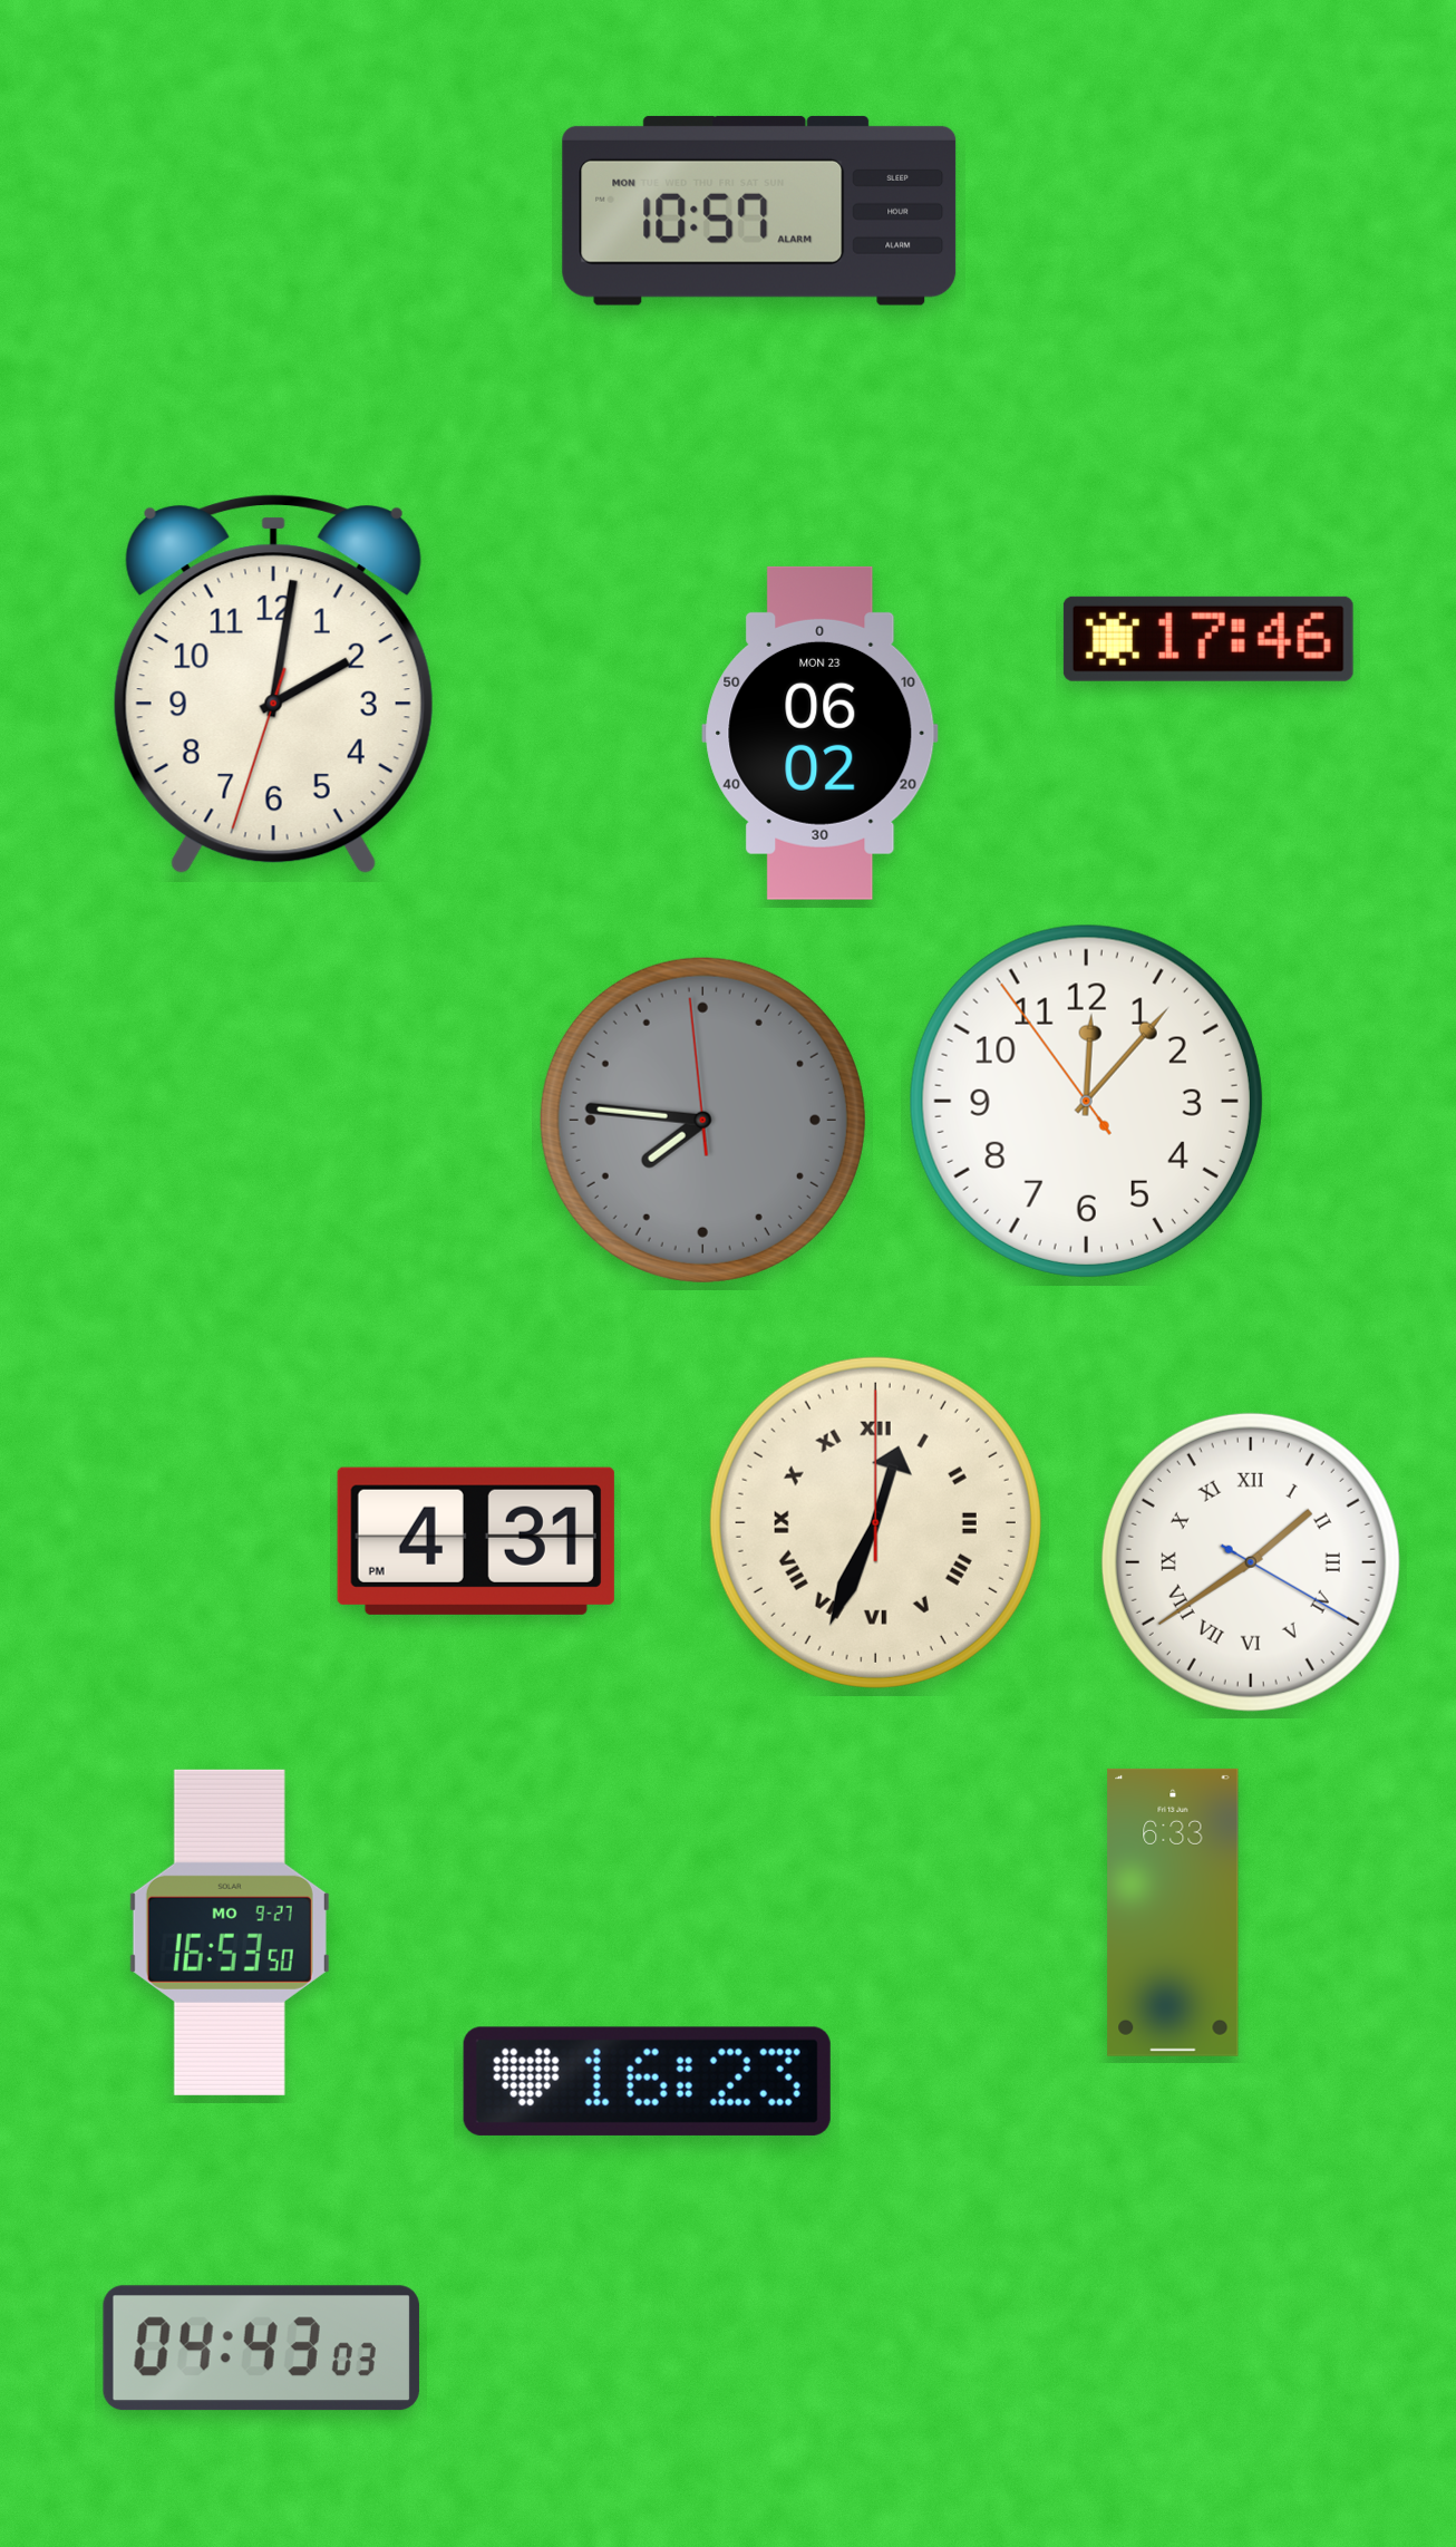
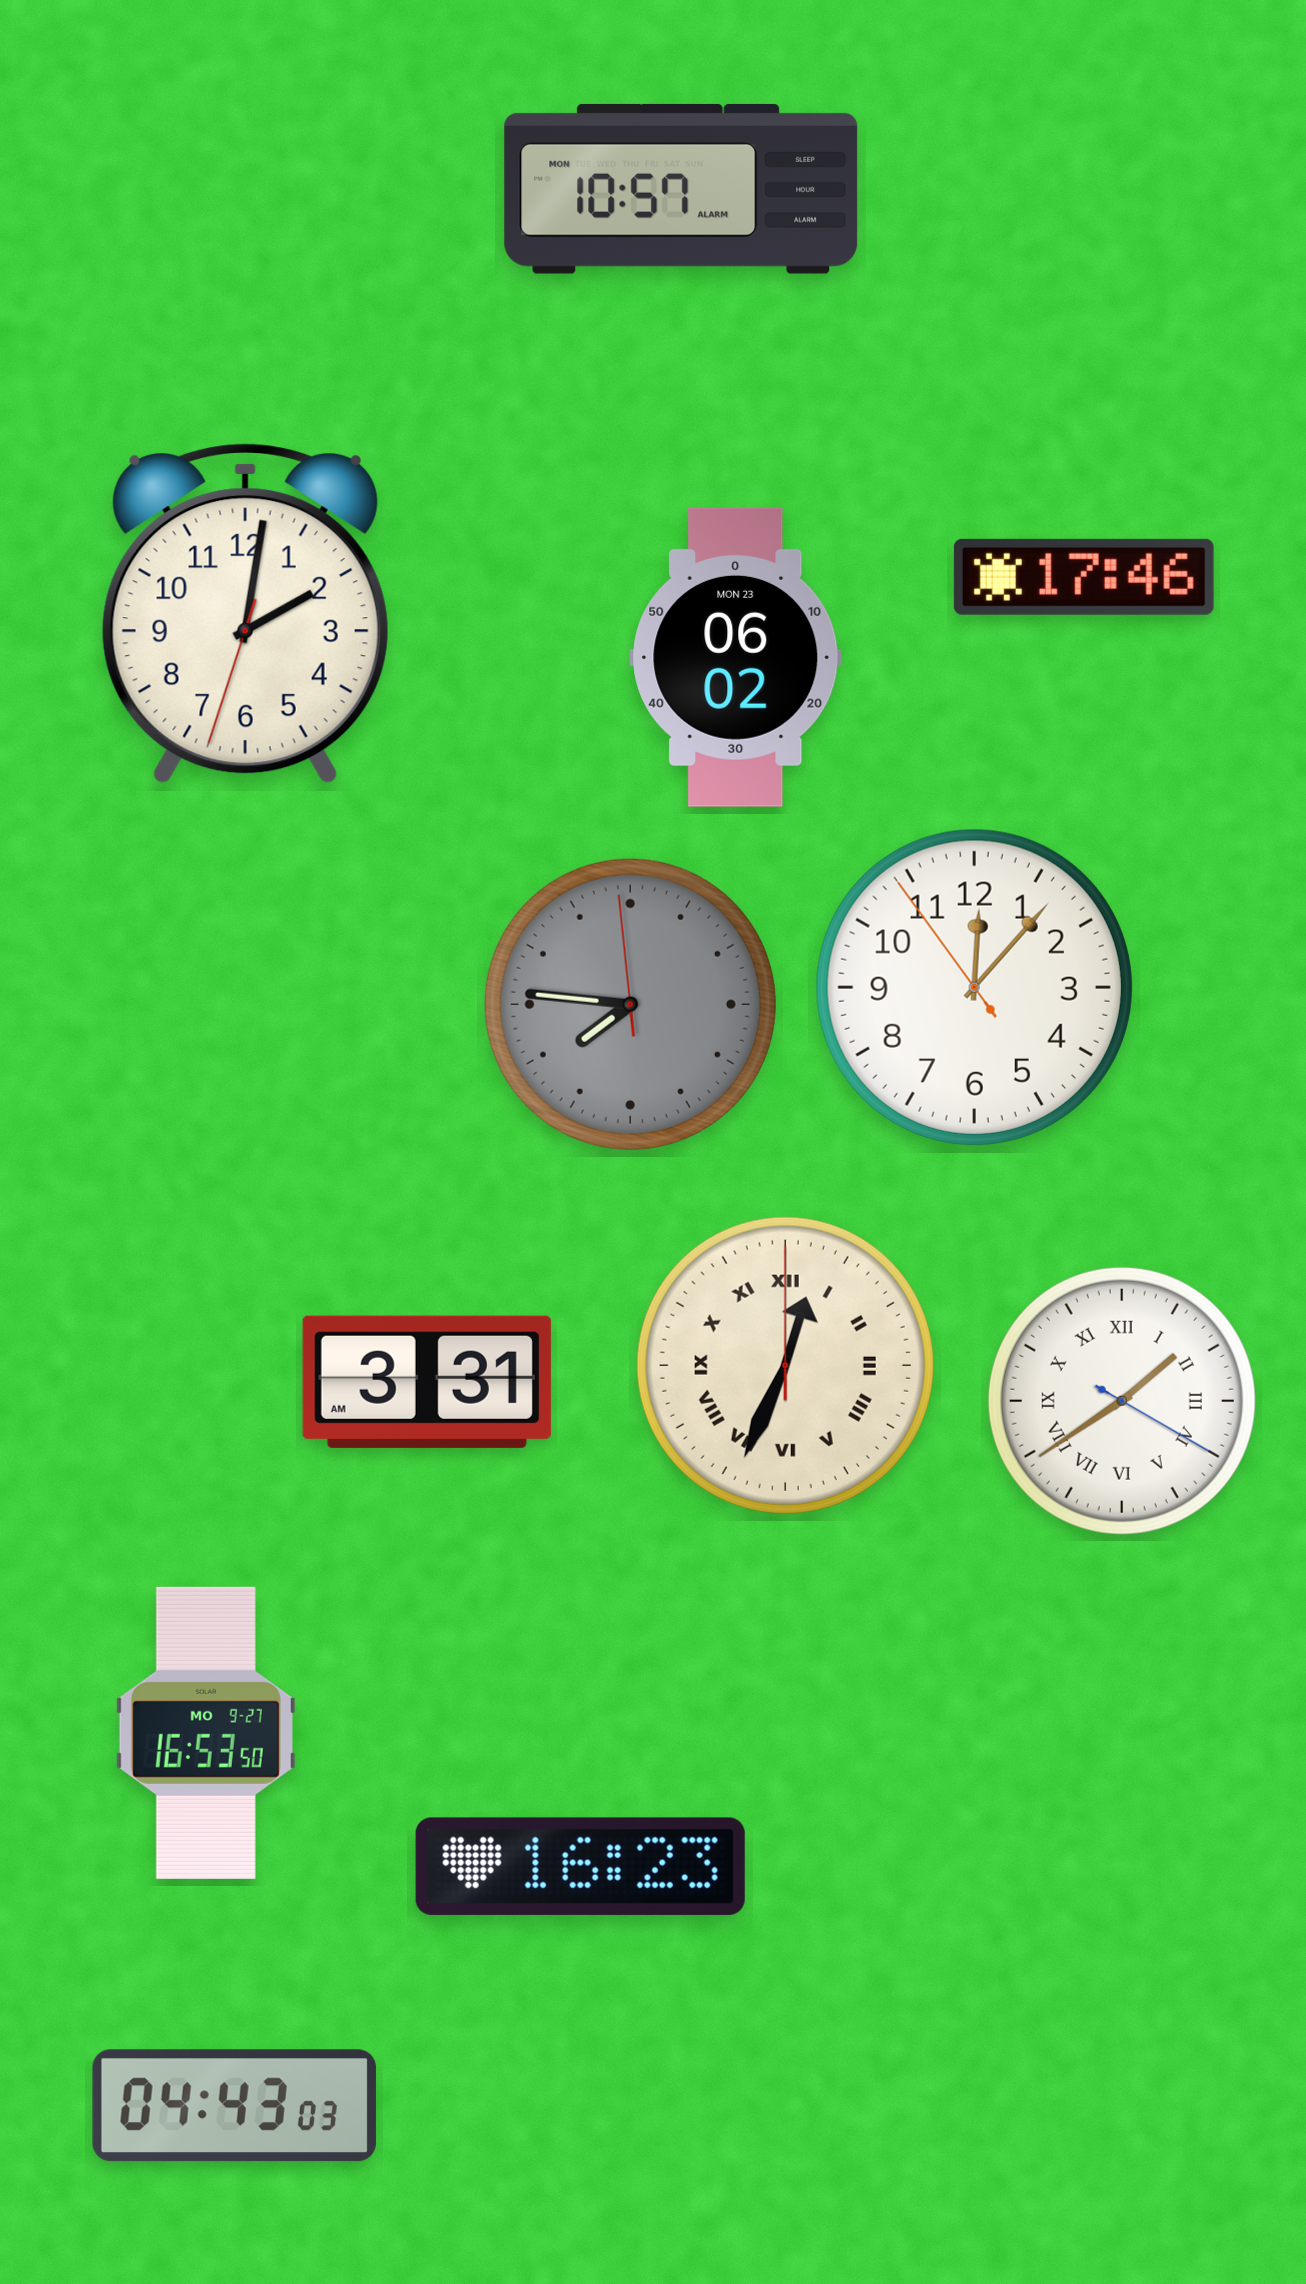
clock at (1209, 639) position: (1209, 639) -> (1084, 577)
clock at (476, 1541): 4:31 -> 3:31
clock at (1173, 1912): 6:33 -> none
